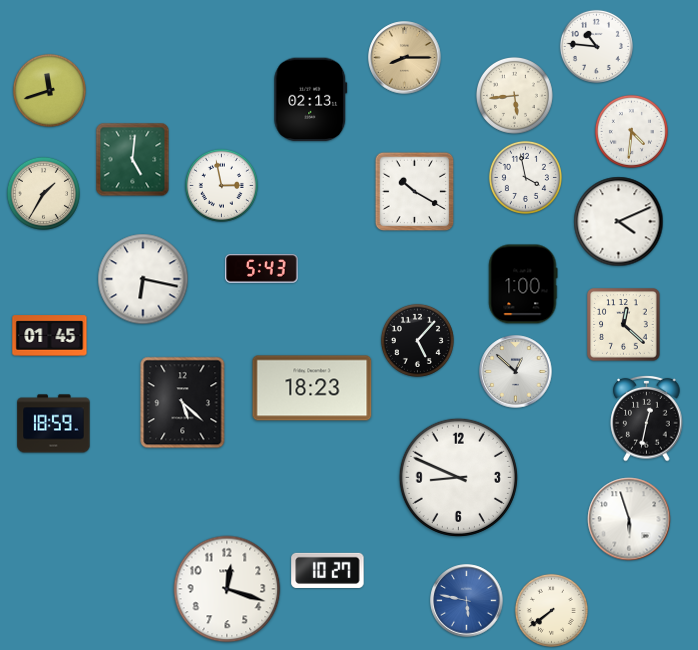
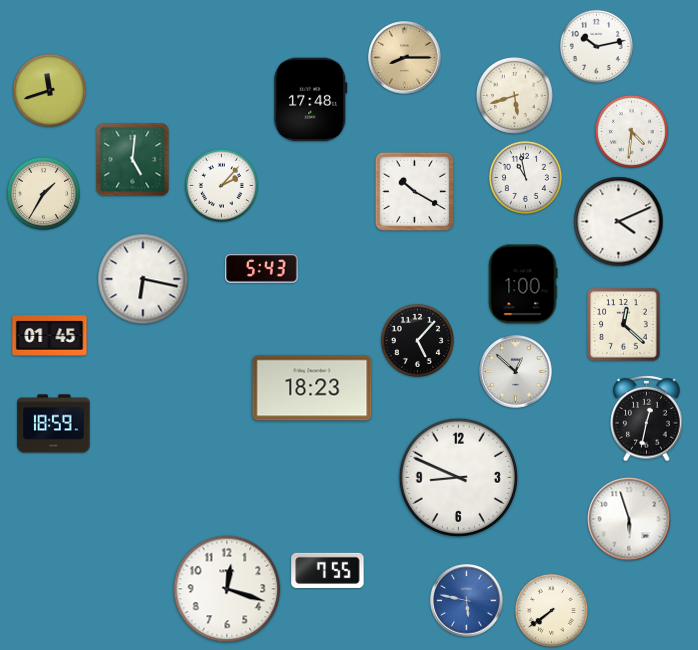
clock at (596, 46): 10:46 -> 10:13
clock at (514, 95): 5:44 -> 5:42
clock at (311, 100): 02:13 -> 17:48
clock at (525, 177): 3:58 -> 10:58
clock at (221, 185): 2:58 -> 2:07
clock at (183, 403): 5:22 -> none
clock at (328, 570): 10:27 -> 7:55
